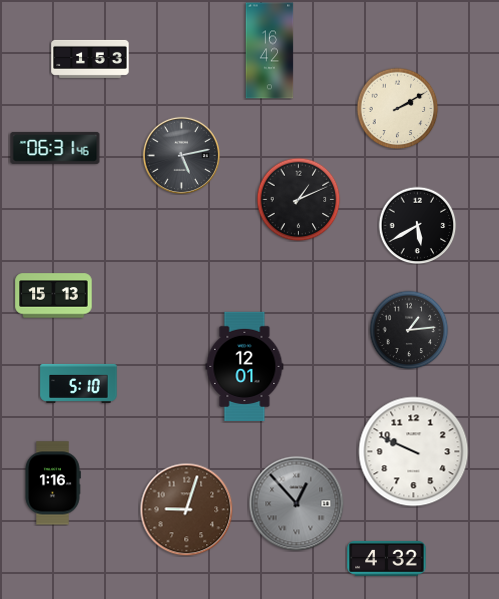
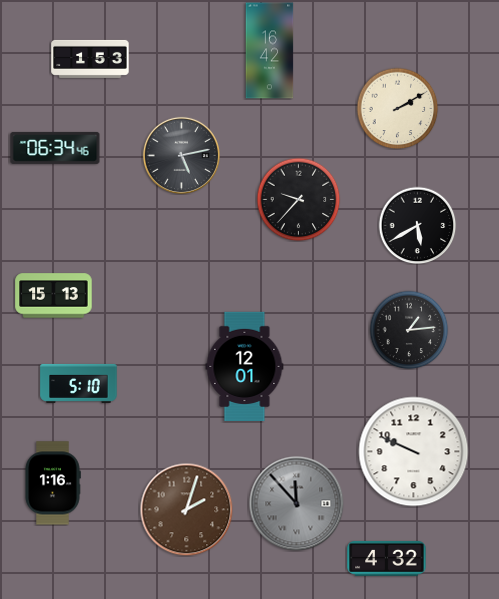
clock at (55, 148): 06:31 -> 06:34
clock at (298, 199): 1:11 -> 9:37
clock at (296, 503): 12:53 -> 11:53
clock at (186, 509): 9:03 -> 2:03
